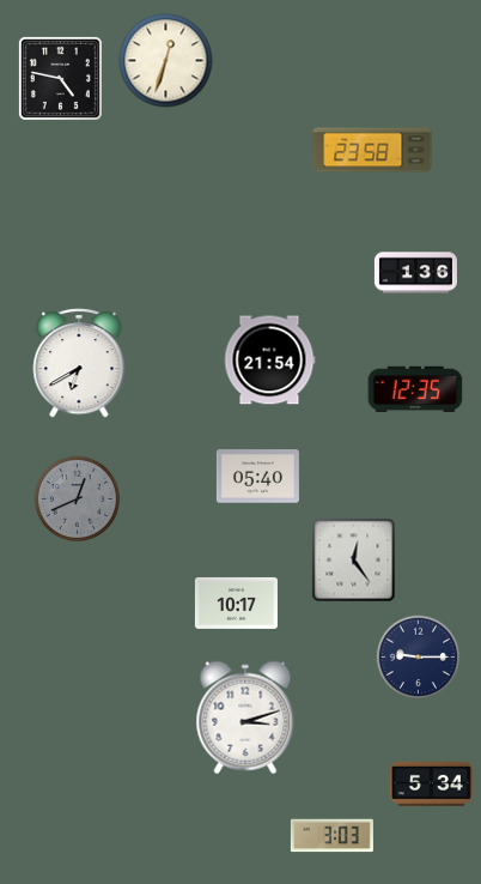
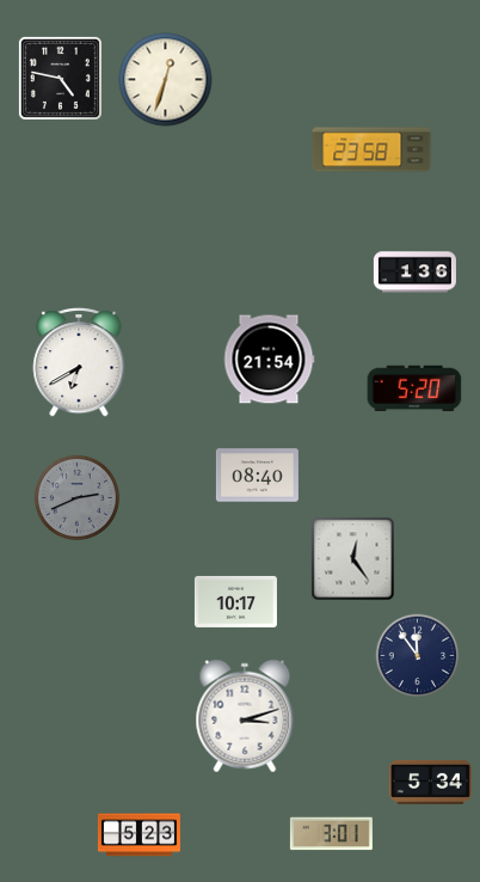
clock at (166, 61) position: (166, 61) -> (166, 80)
clock at (415, 389): 12:35 -> 5:20
clock at (257, 477): 05:40 -> 08:40
clock at (77, 498): 12:41 -> 2:41
clock at (419, 658): 9:15 -> 11:54
clock at (331, 836): 3:03 -> 3:01
clock at (139, 835): none -> 5:23
